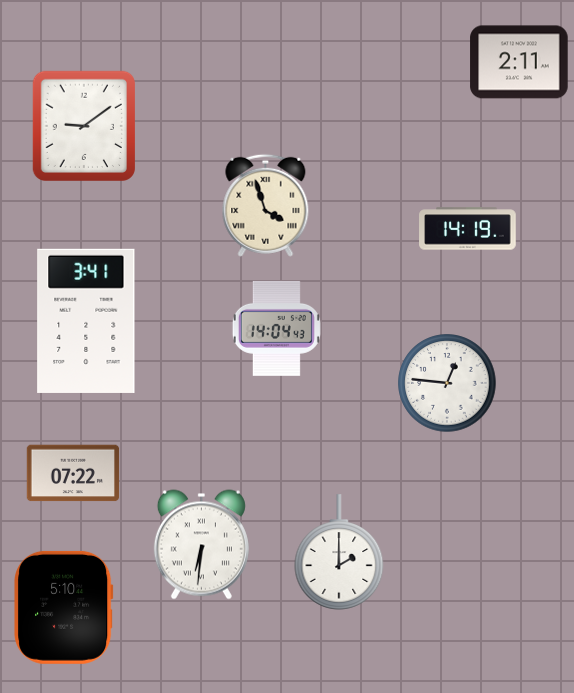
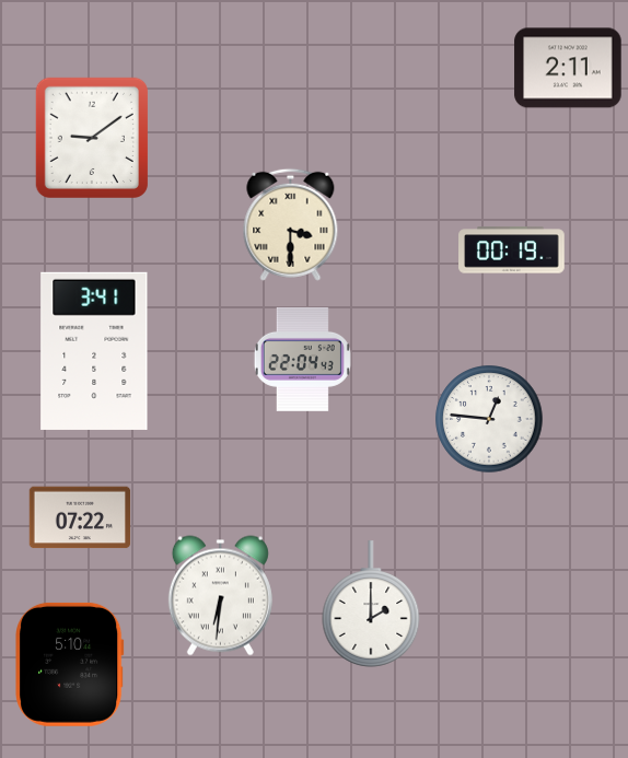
clock at (266, 205): 3:57 -> 3:30
clock at (468, 229): 14:19 -> 00:19
clock at (276, 328): 14:04 -> 22:04
